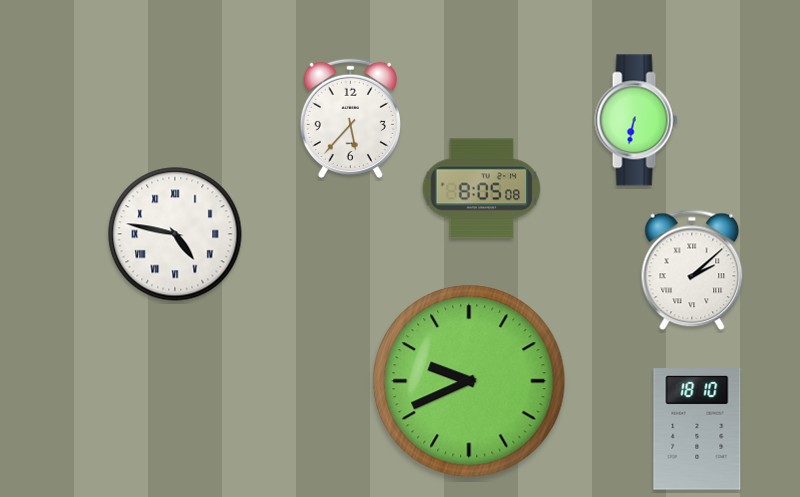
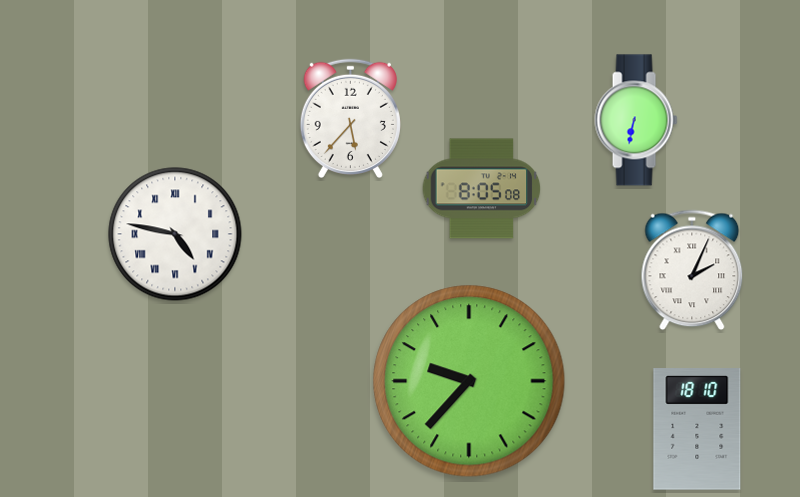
clock at (692, 270): 2:08 -> 2:04
clock at (469, 381): 9:41 -> 9:37
